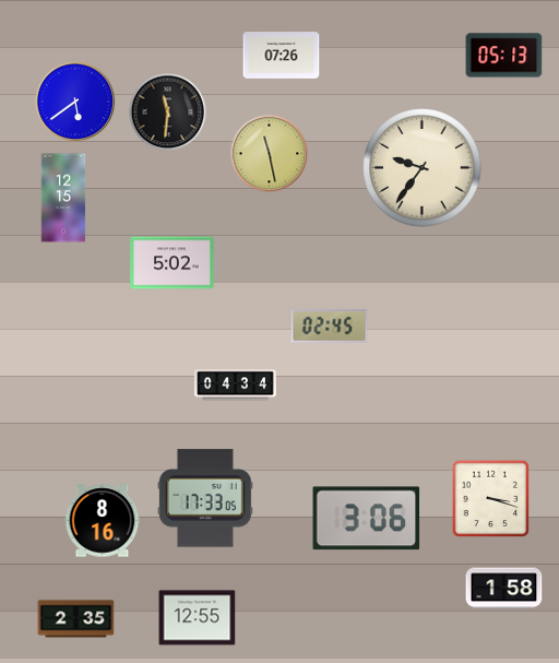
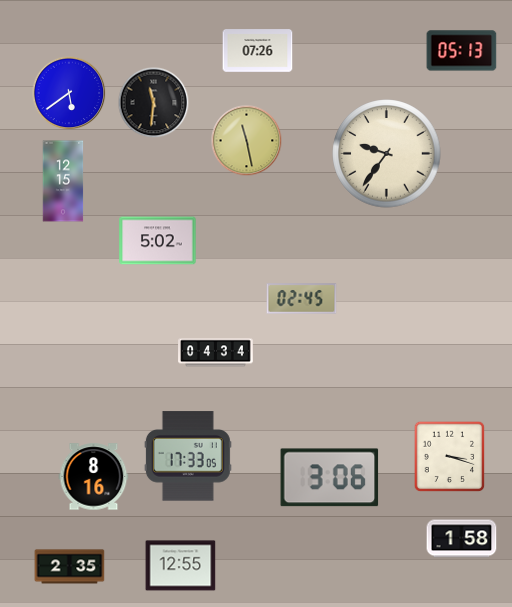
clock at (63, 198) position: (63, 198) -> (63, 181)
clock at (367, 519) position: (367, 519) -> (330, 478)
